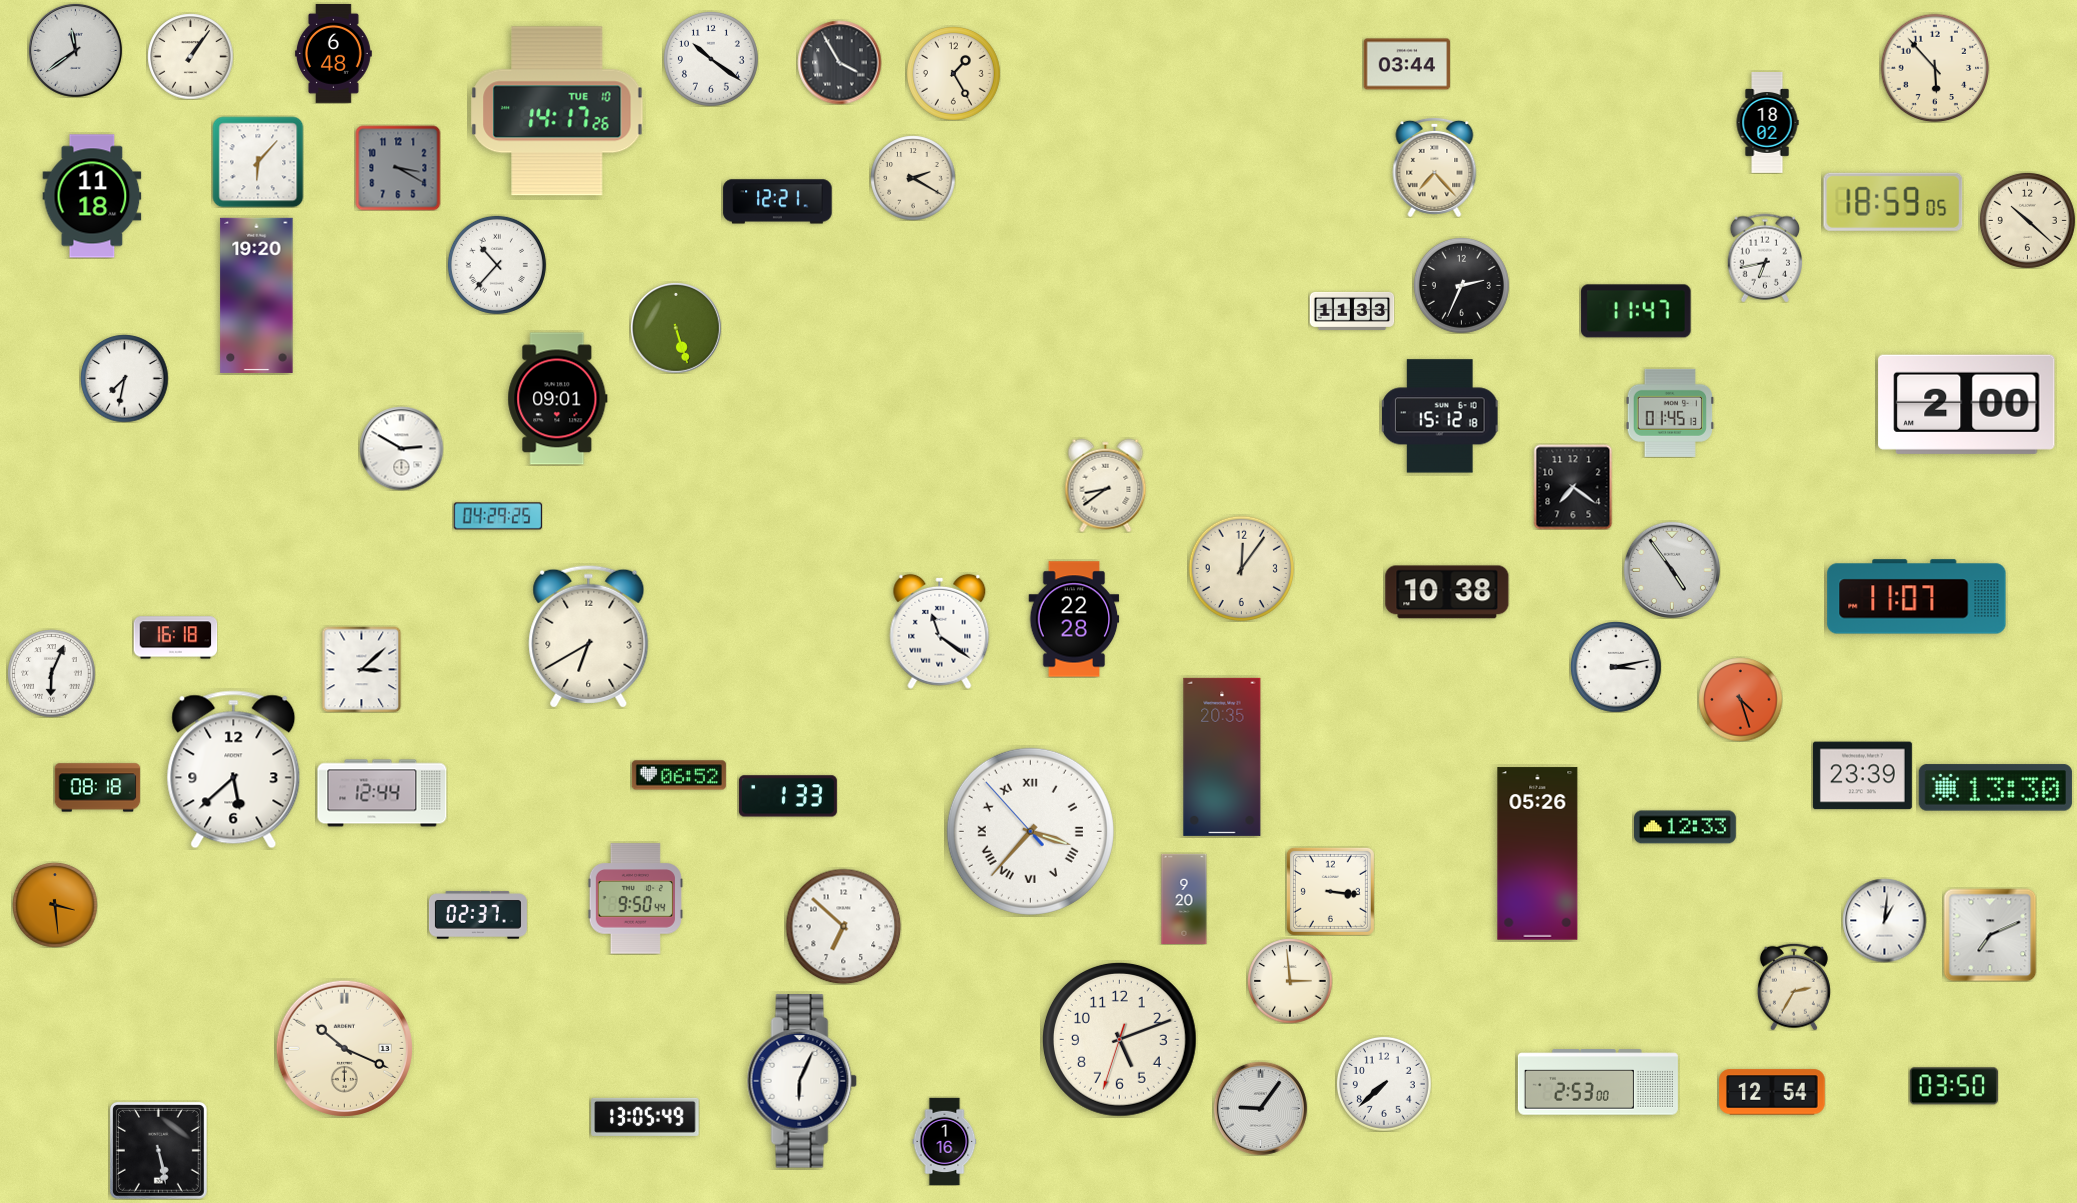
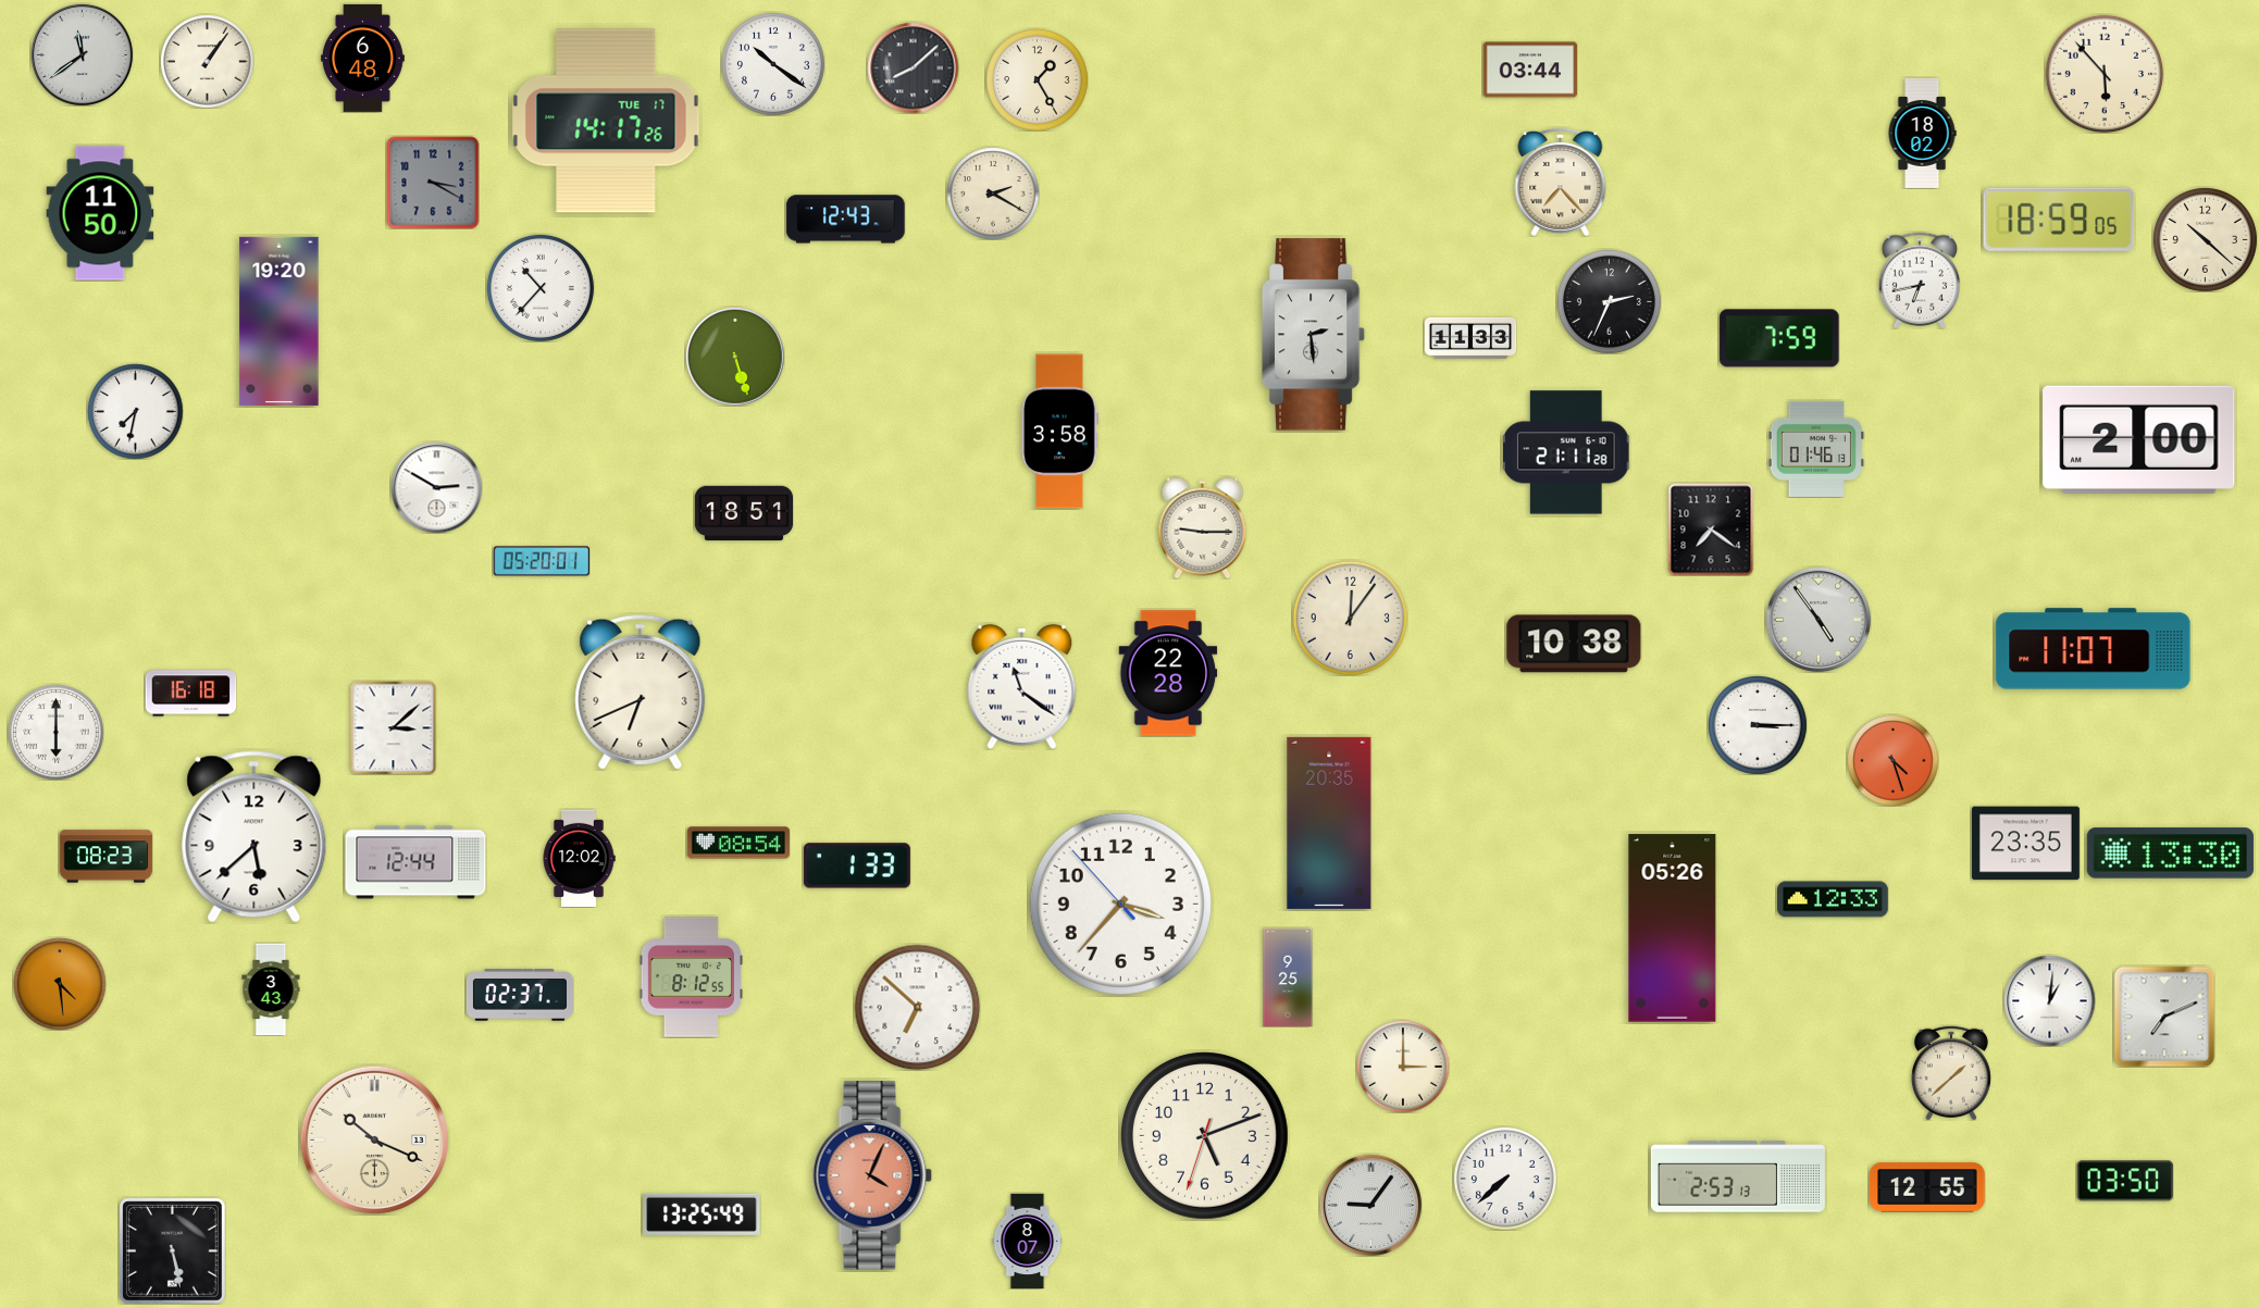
clock at (839, 62): 3:55 -> 8:08
clock at (557, 111) date: TUE 10 -> TUE 17
clock at (258, 162): 6:07 -> none
clock at (92, 196): 11:18 -> 11:50
clock at (778, 202): 12:21 -> 12:43
clock at (1461, 285) position: (1461, 285) -> (1609, 301)
clock at (1314, 335): none -> 2:29
clock at (1636, 311): 11:47 -> 7:59
clock at (1060, 432): none -> 3:58
clock at (558, 399): 09:01 -> none
clock at (1669, 413): 01:45 -> 01:46
clock at (1441, 416): 15:12 -> 21:11
clock at (743, 513): none -> 18:51
clock at (1106, 485): 8:39 -> 9:15
clock at (498, 516): 04:29 -> 05:20
clock at (1917, 597) position: (1917, 597) -> (2094, 649)
clock at (589, 636): 6:40 -> 6:41
clock at (1616, 667): 3:13 -> 3:15
clock at (51, 673): 6:04 -> 6:00
clock at (679, 775): 06:52 -> 08:54
clock at (1862, 776): 23:39 -> 23:35
clock at (97, 788): 08:18 -> 08:23
clock at (1995, 788) position: (1995, 788) -> (2170, 854)
clock at (579, 858): none -> 12:02
clock at (1030, 831) numerals: Roman -> Arabic
clock at (1330, 891): 3:16 -> none
clock at (1184, 898): 9:20 -> 9:25
clock at (635, 899): 9:50 -> 8:12
clock at (55, 905): 3:29 -> 4:29
clock at (271, 989): none -> 3:43
clock at (1290, 981): 2:59 -> 3:00
clock at (1794, 987): 2:35 -> 1:38
clock at (1119, 1039) position: (1119, 1039) -> (1204, 1135)
clock at (802, 1081): 6:04 -> 4:04
clock at (802, 1081) dial: white -> salmon
clock at (1598, 1082): 2:53:00 -> 2:53:13
clock at (1772, 1092): 12:54 -> 12:55
clock at (645, 1117): 13:05 -> 13:25
clock at (945, 1141): 1:16 -> 8:07
